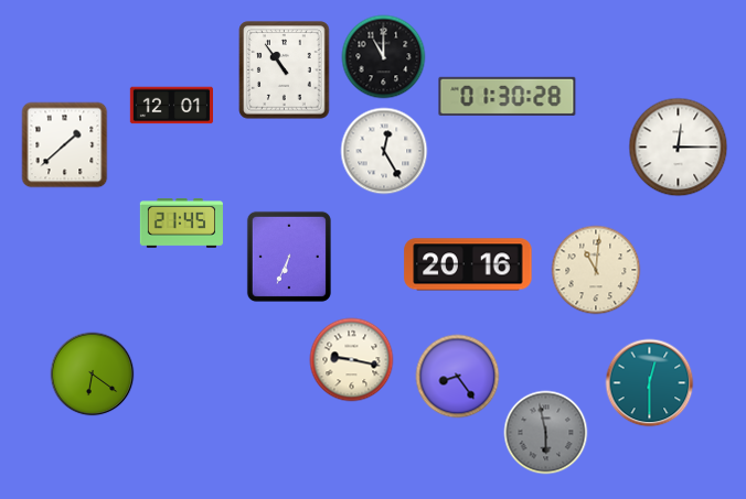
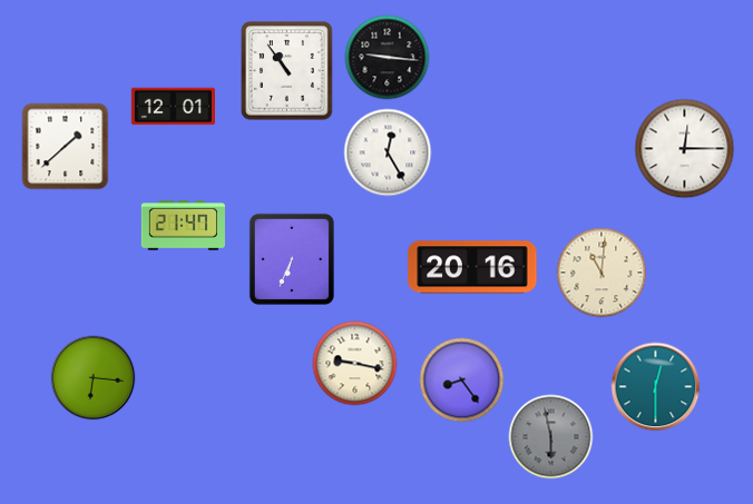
clock at (384, 57): 11:00 -> 9:16
clock at (508, 96): 01:30 -> none
clock at (181, 224): 21:45 -> 21:47
clock at (93, 375): 6:21 -> 6:16
